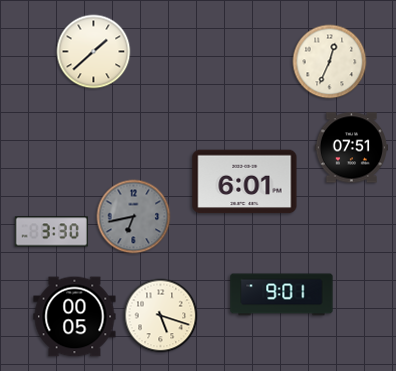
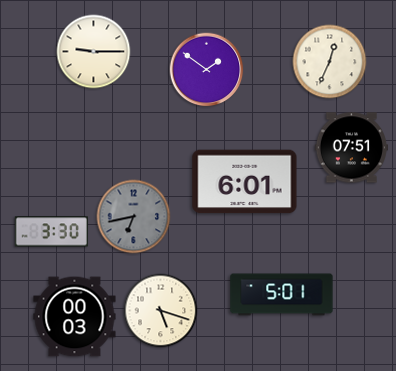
clock at (94, 52): 1:38 -> 9:15
clock at (207, 70): none -> 1:51
clock at (282, 295): 9:01 -> 5:01
clock at (161, 316) position: (161, 316) -> (161, 311)
clock at (75, 317): 00:05 -> 00:03
